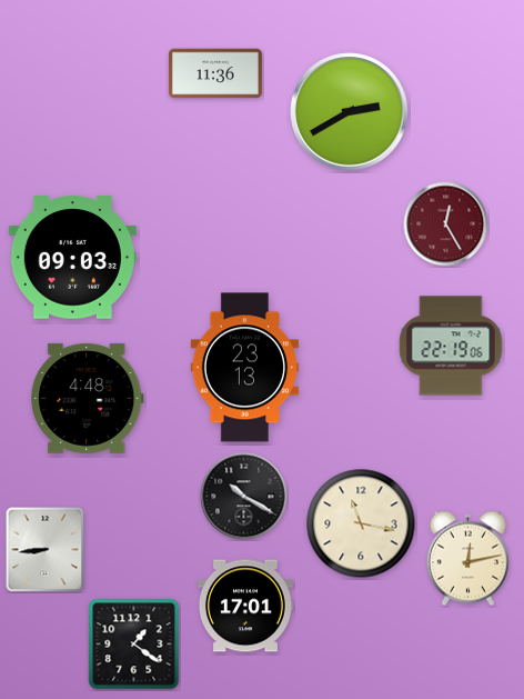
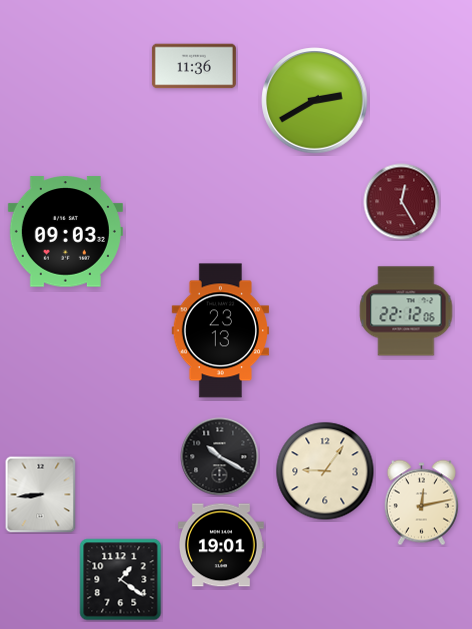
clock at (451, 346): 22:19 -> 22:12
clock at (88, 398): 4:48 -> none
clock at (244, 497) position: (244, 497) -> (220, 457)
clock at (361, 523): 11:17 -> 9:06
clock at (245, 606): 17:01 -> 19:01
